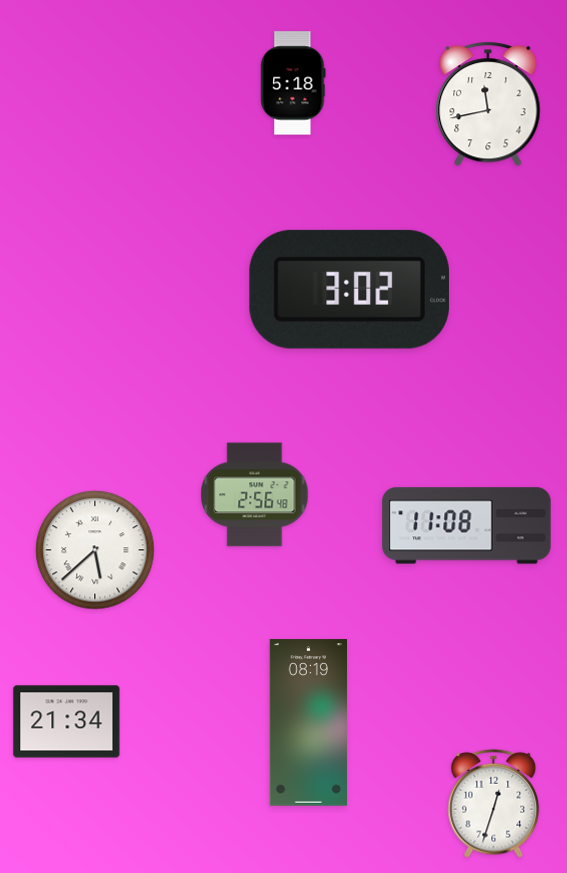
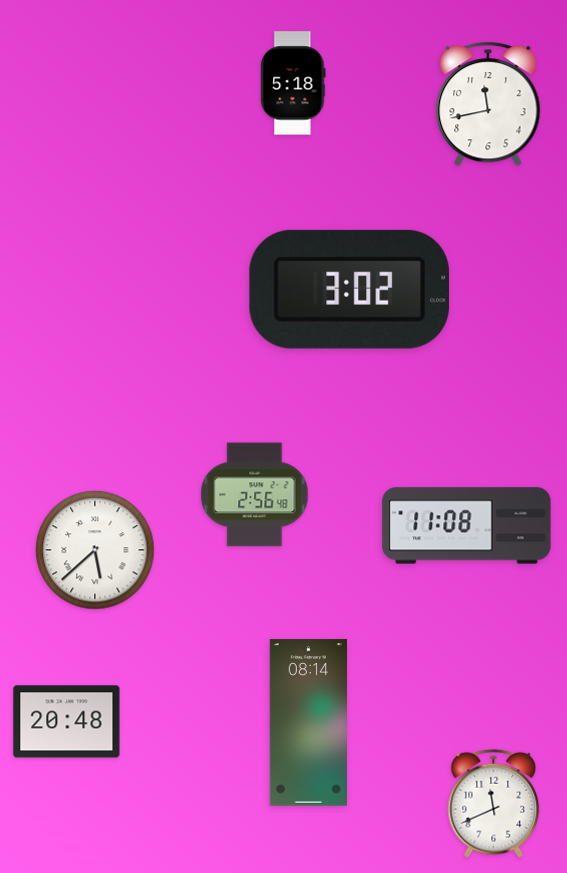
clock at (67, 722): 21:34 -> 20:48
clock at (308, 723): 08:19 -> 08:14
clock at (494, 803): 12:33 -> 11:41
